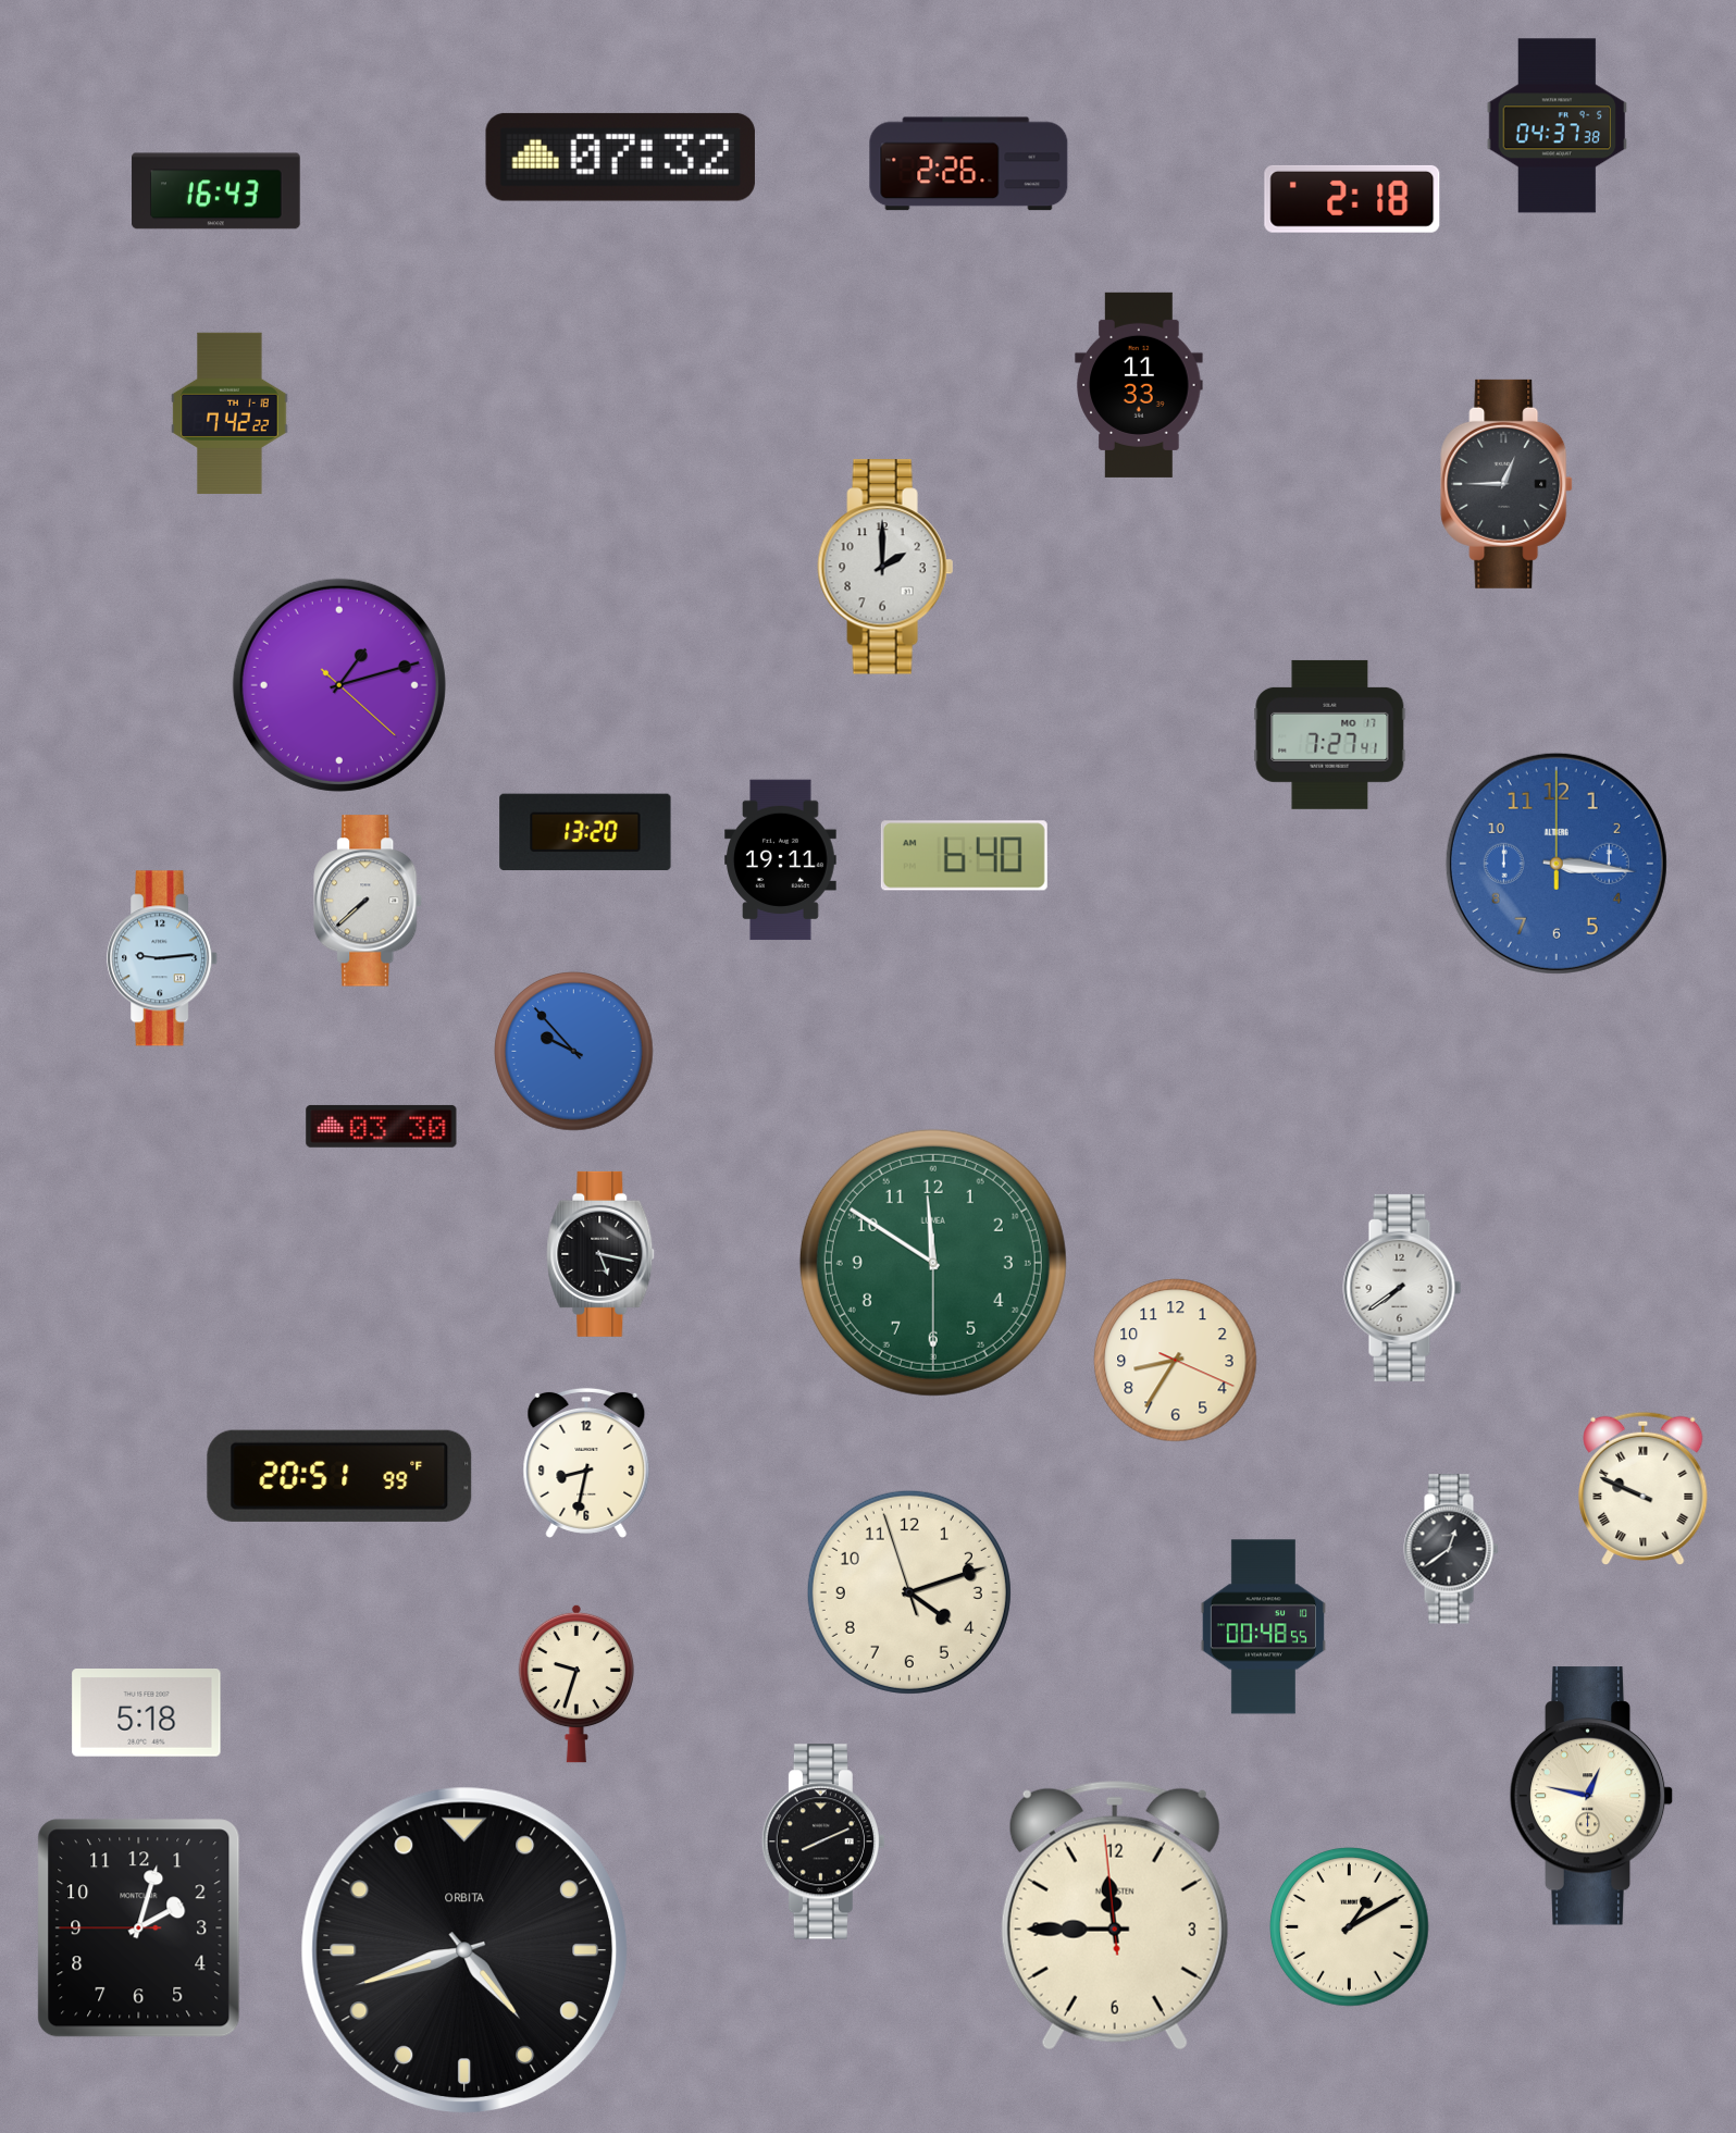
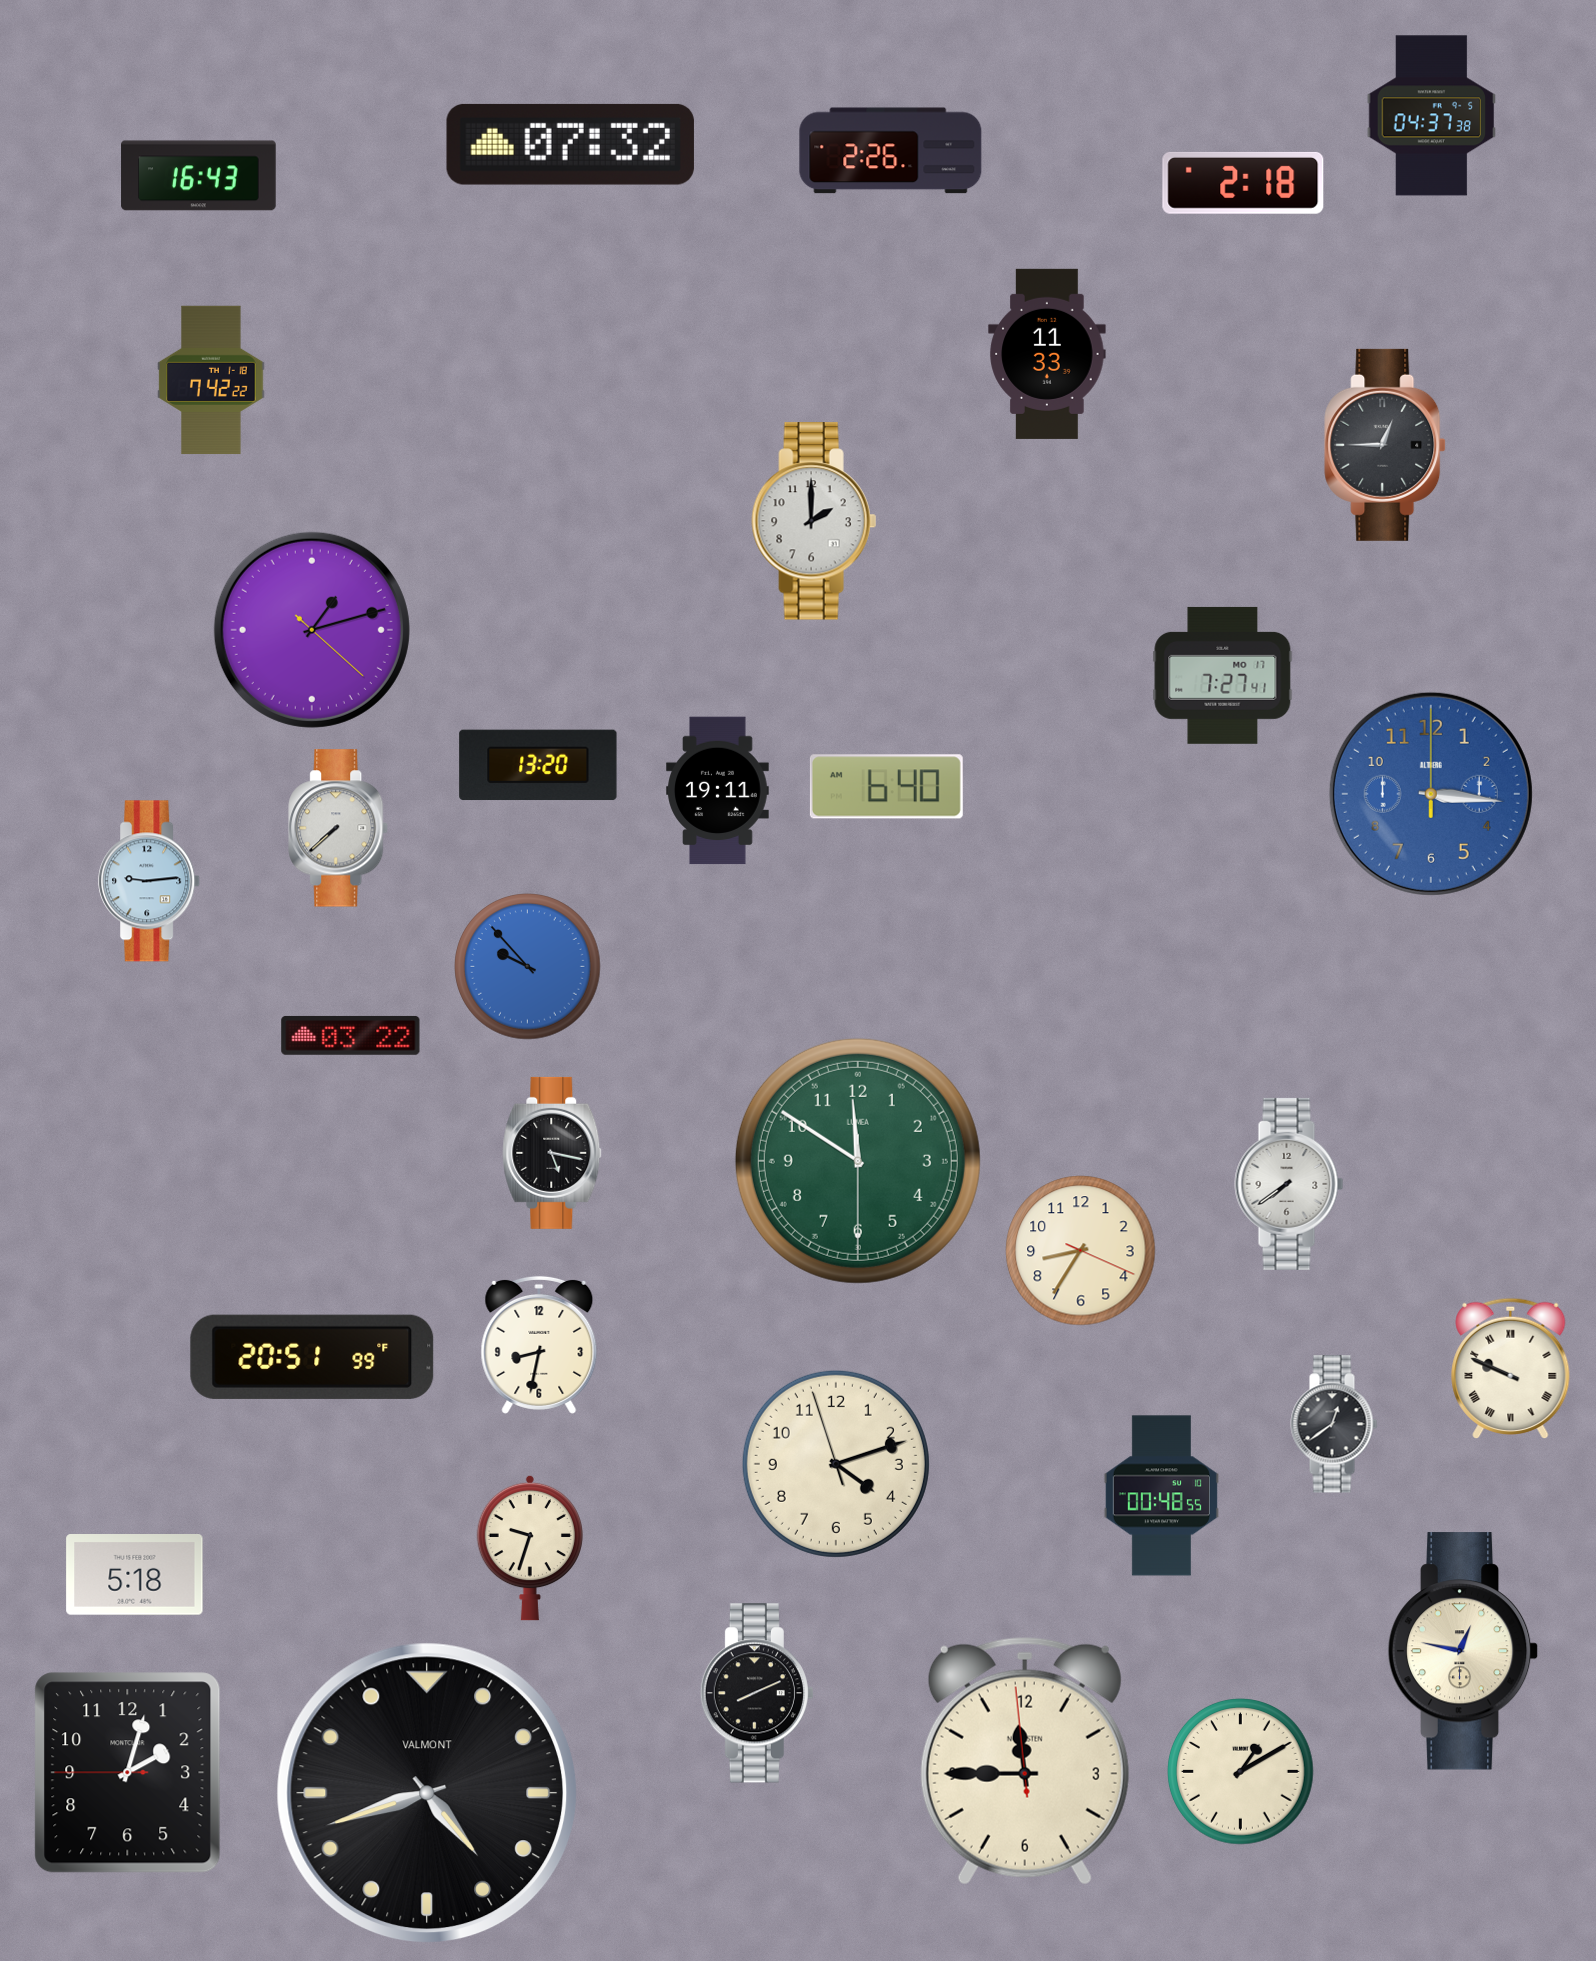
clock at (382, 1126): 03:30 -> 03:22
clock at (464, 1950) brand: ORBITA -> VALMONT
